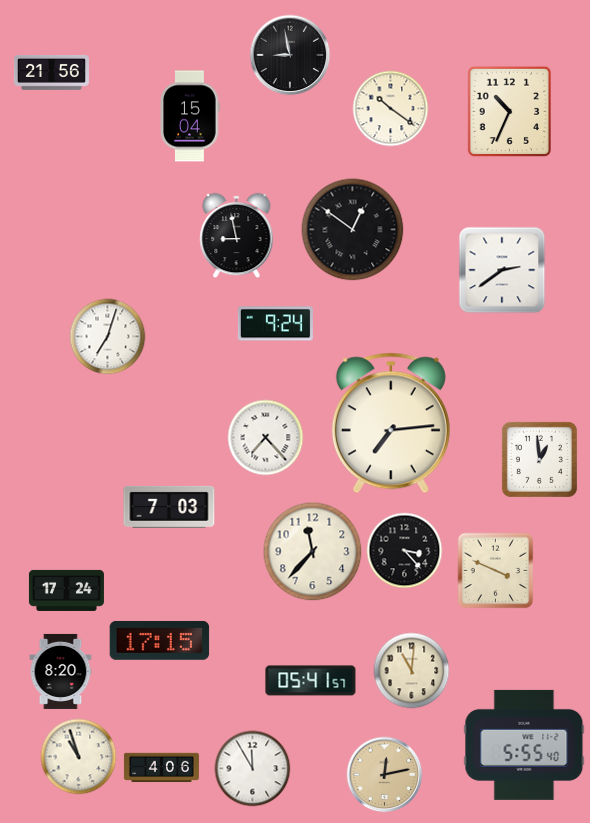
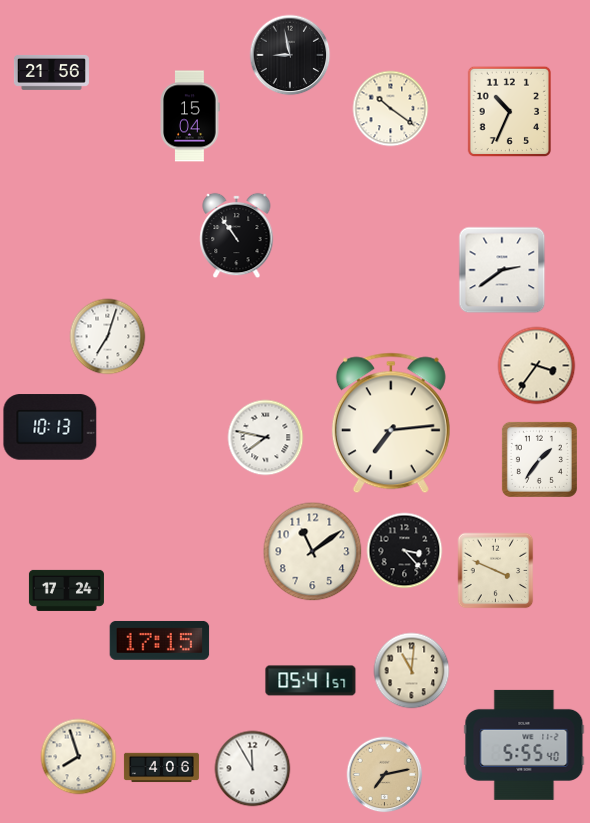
clock at (353, 230): 12:51 -> none
clock at (237, 236): 8:58 -> 10:54
clock at (275, 324): 9:24 -> none
clock at (537, 366): none -> 3:36
clock at (50, 427): none -> 10:13
clock at (266, 438): 7:23 -> 7:47
clock at (539, 459): 12:59 -> 1:36
clock at (169, 507): 7:03 -> none
clock at (313, 552): 11:37 -> 11:09
clock at (61, 671): 8:20 -> none
clock at (79, 757): 10:57 -> 7:57
clock at (385, 775): 12:13 -> 7:13
